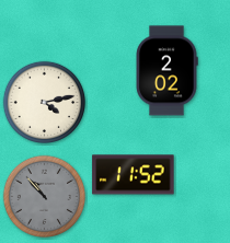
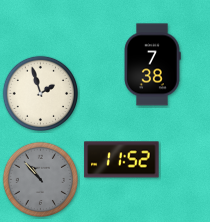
clock at (166, 71): 2:02 -> 7:38
clock at (45, 103): 4:13 -> 1:57
